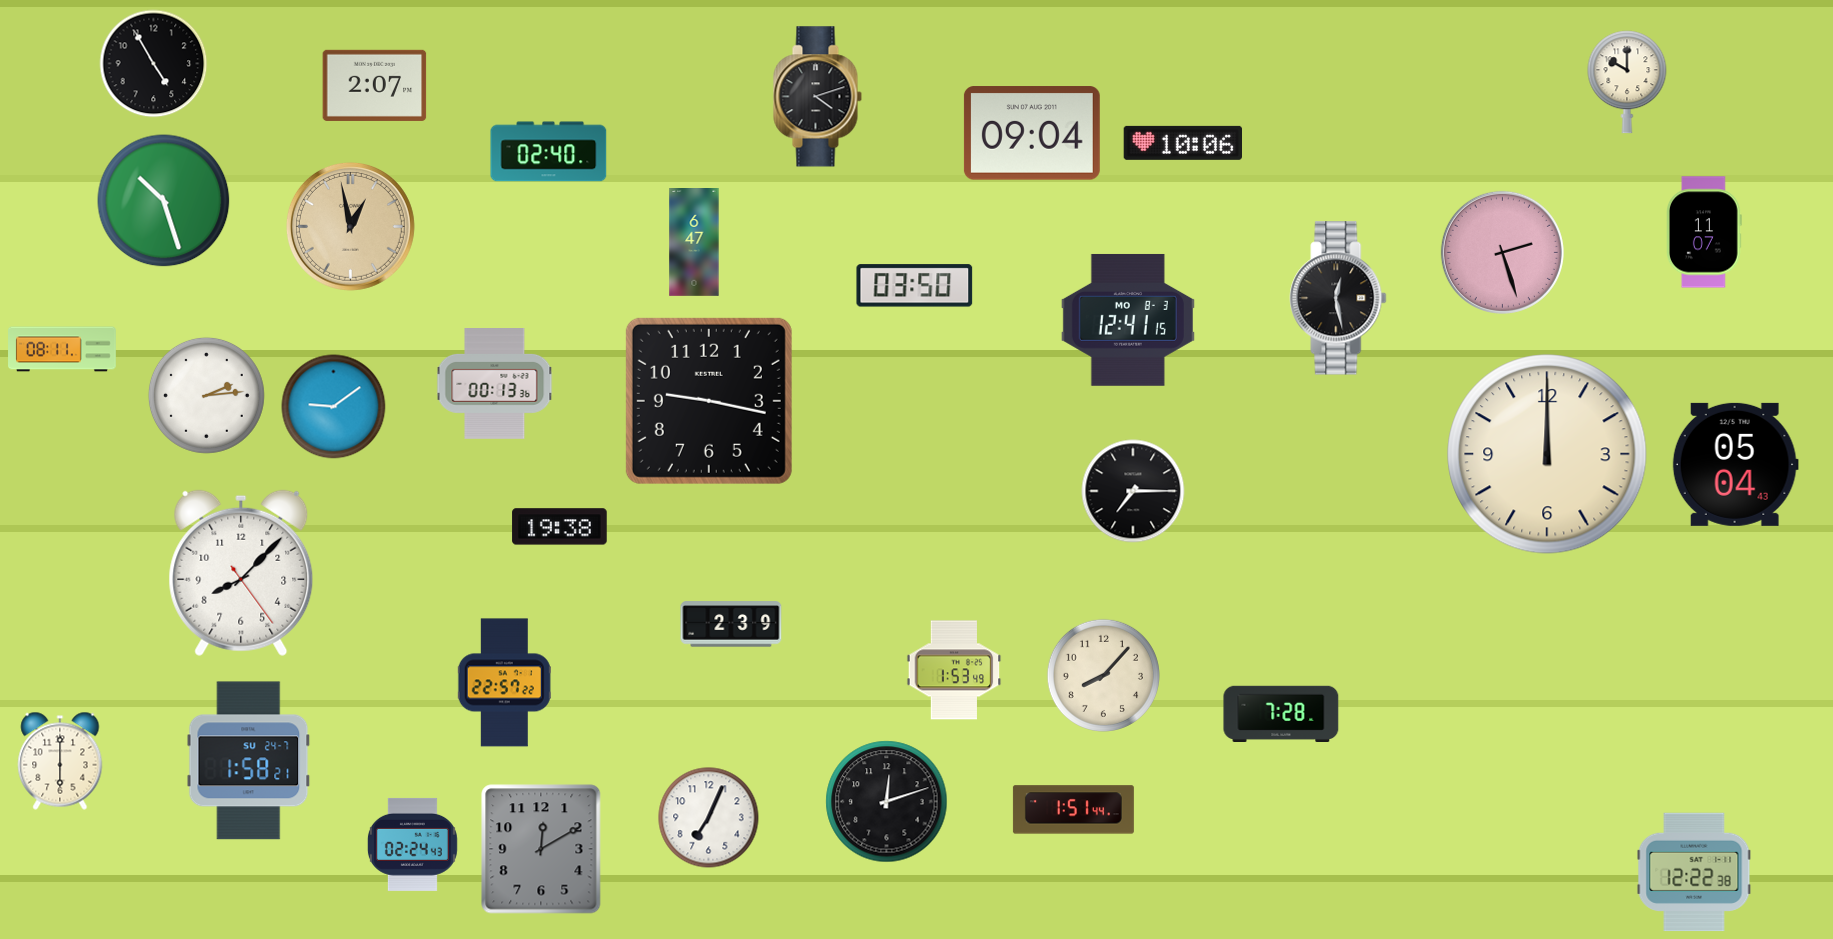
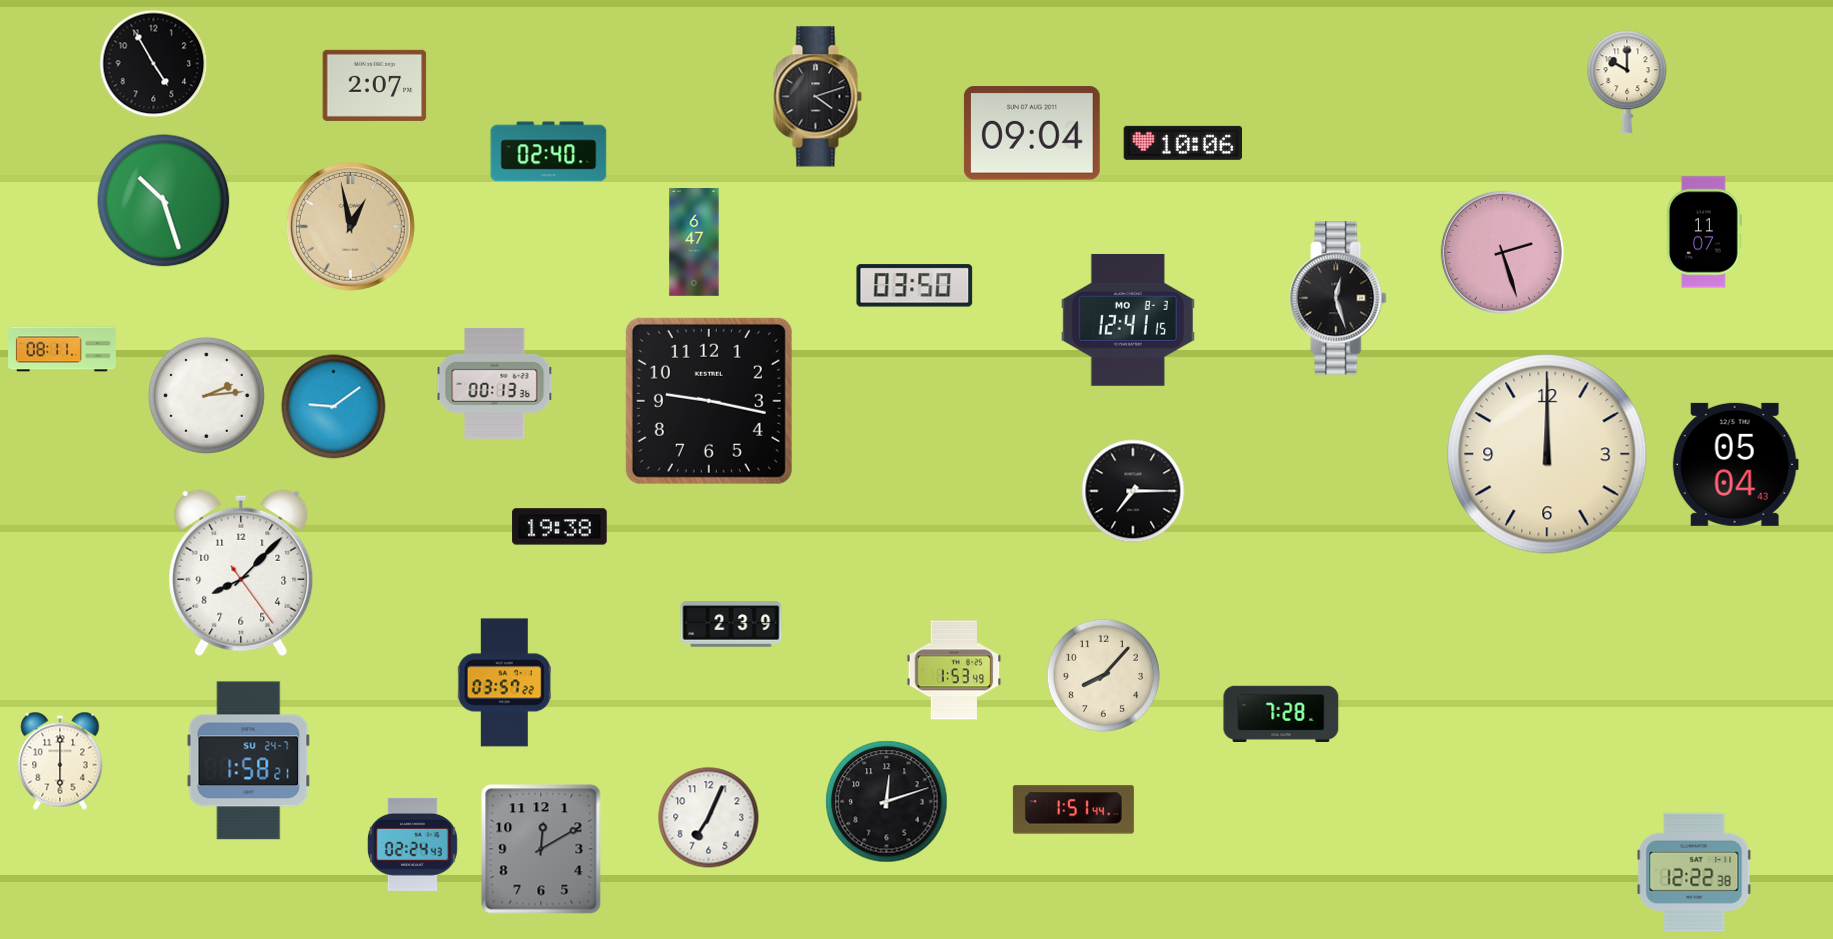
clock at (1338, 298): 12:28 -> 12:27
clock at (504, 683): 22:57 -> 03:57
